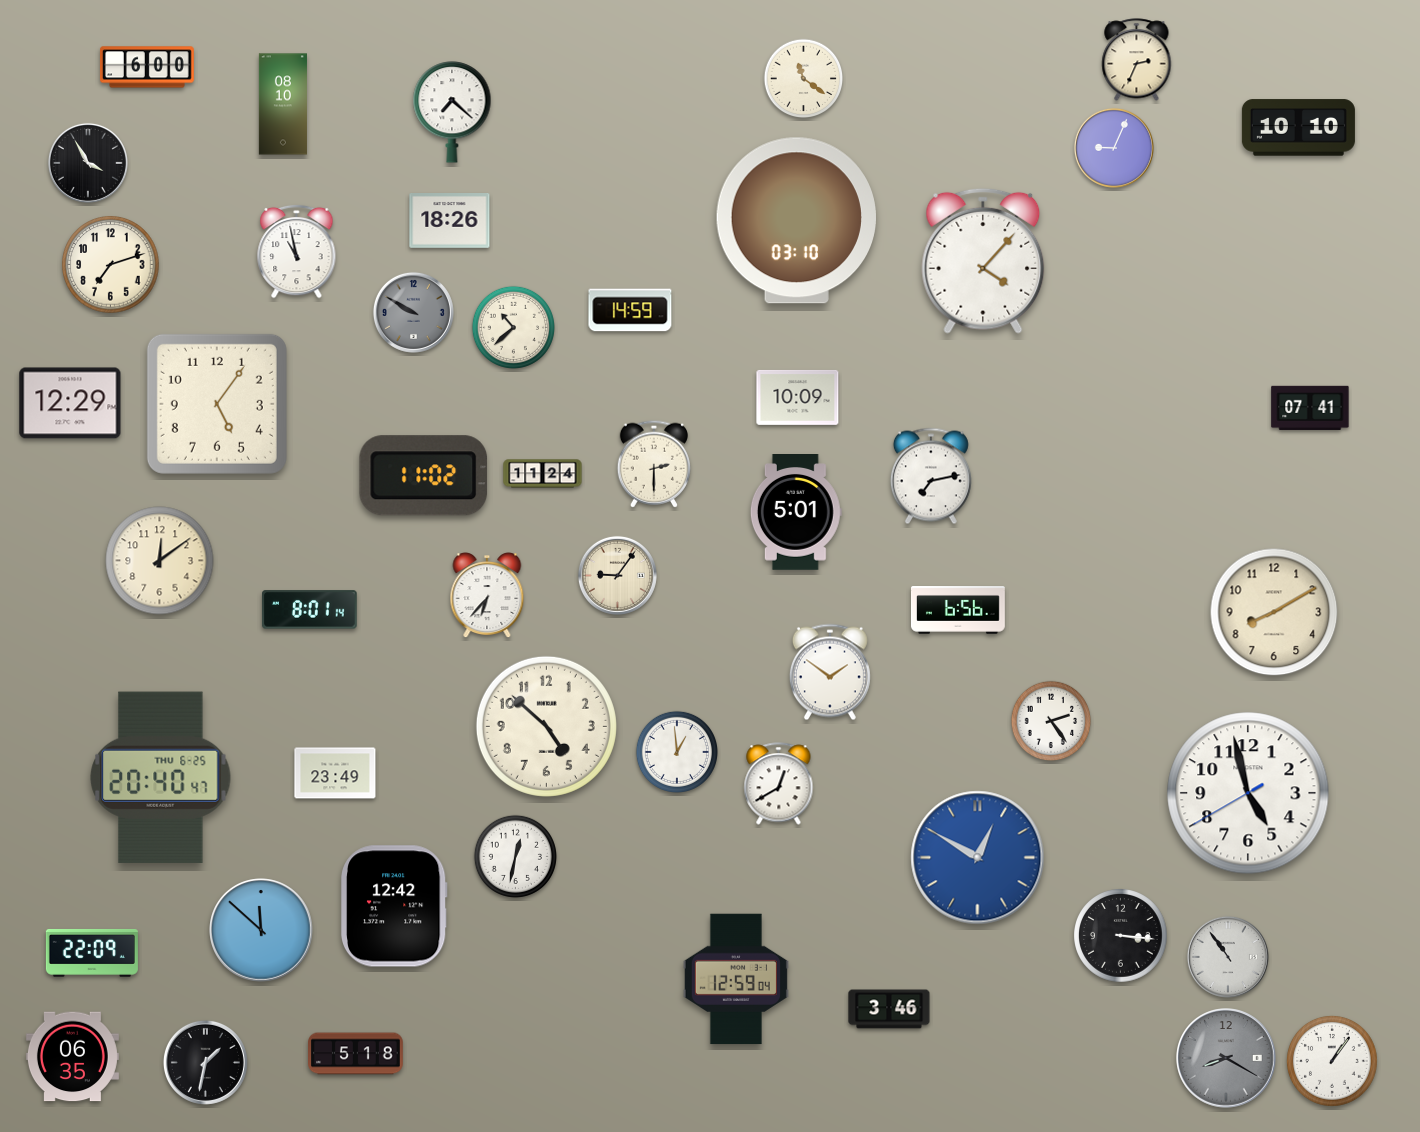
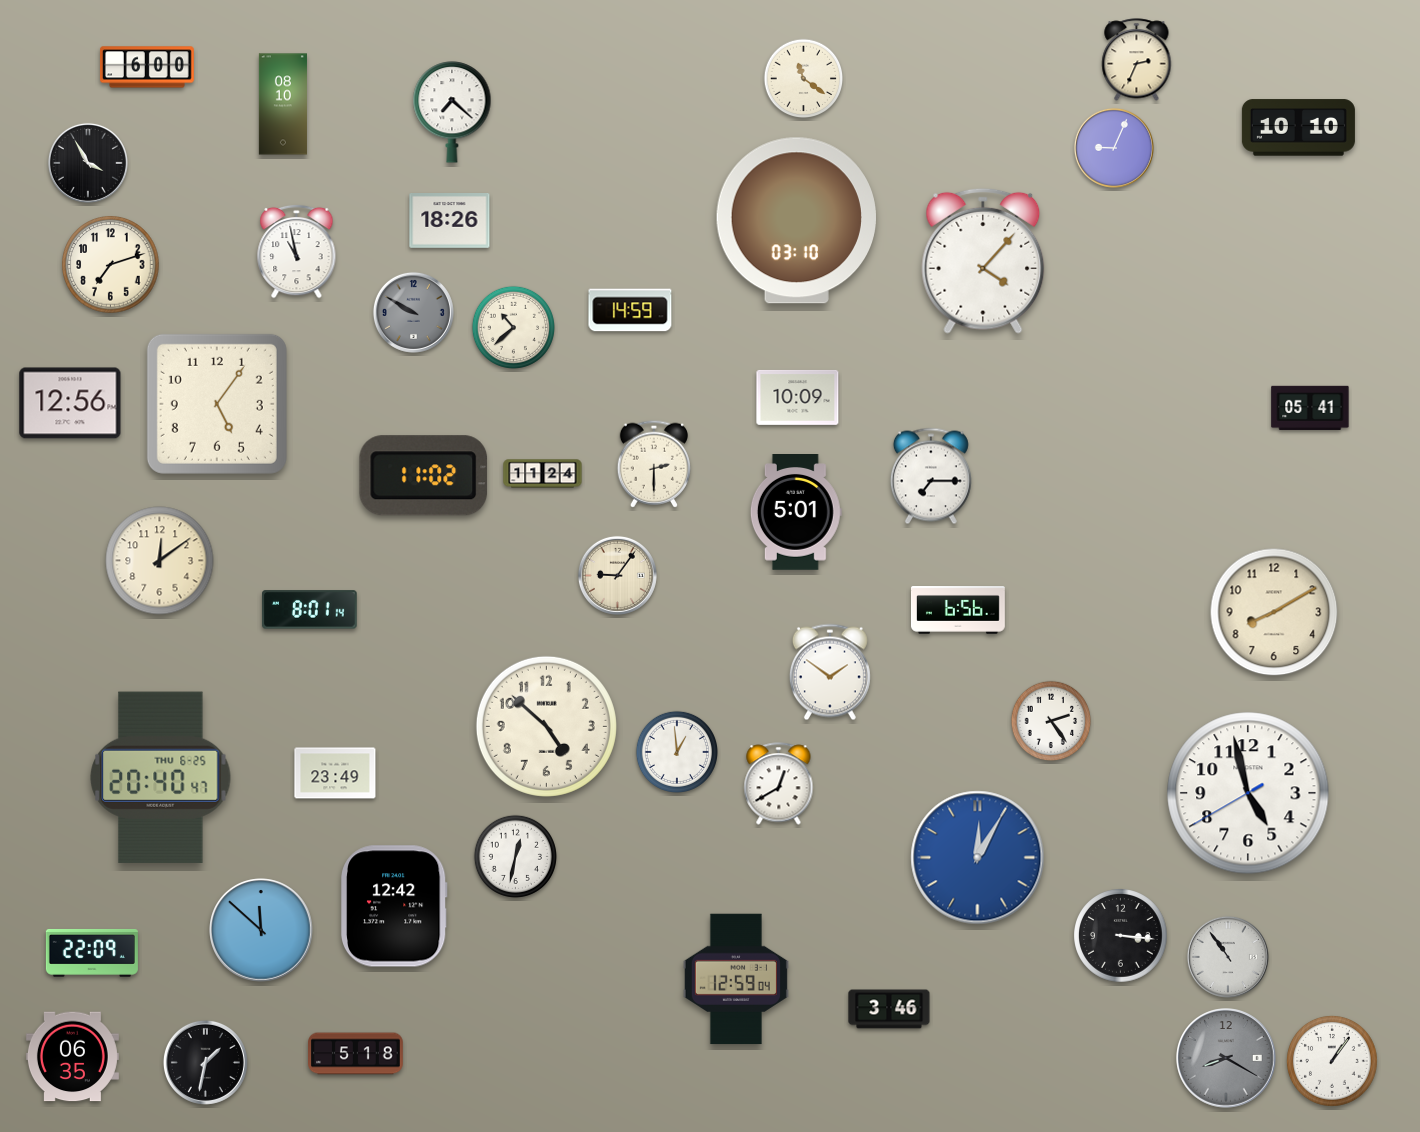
clock at (70, 403): 12:29 -> 12:56
clock at (1310, 408): 07:41 -> 05:41
clock at (931, 476): 7:13 -> 7:15
clock at (487, 596): 6:37 -> none
clock at (978, 858): 12:50 -> 12:05
